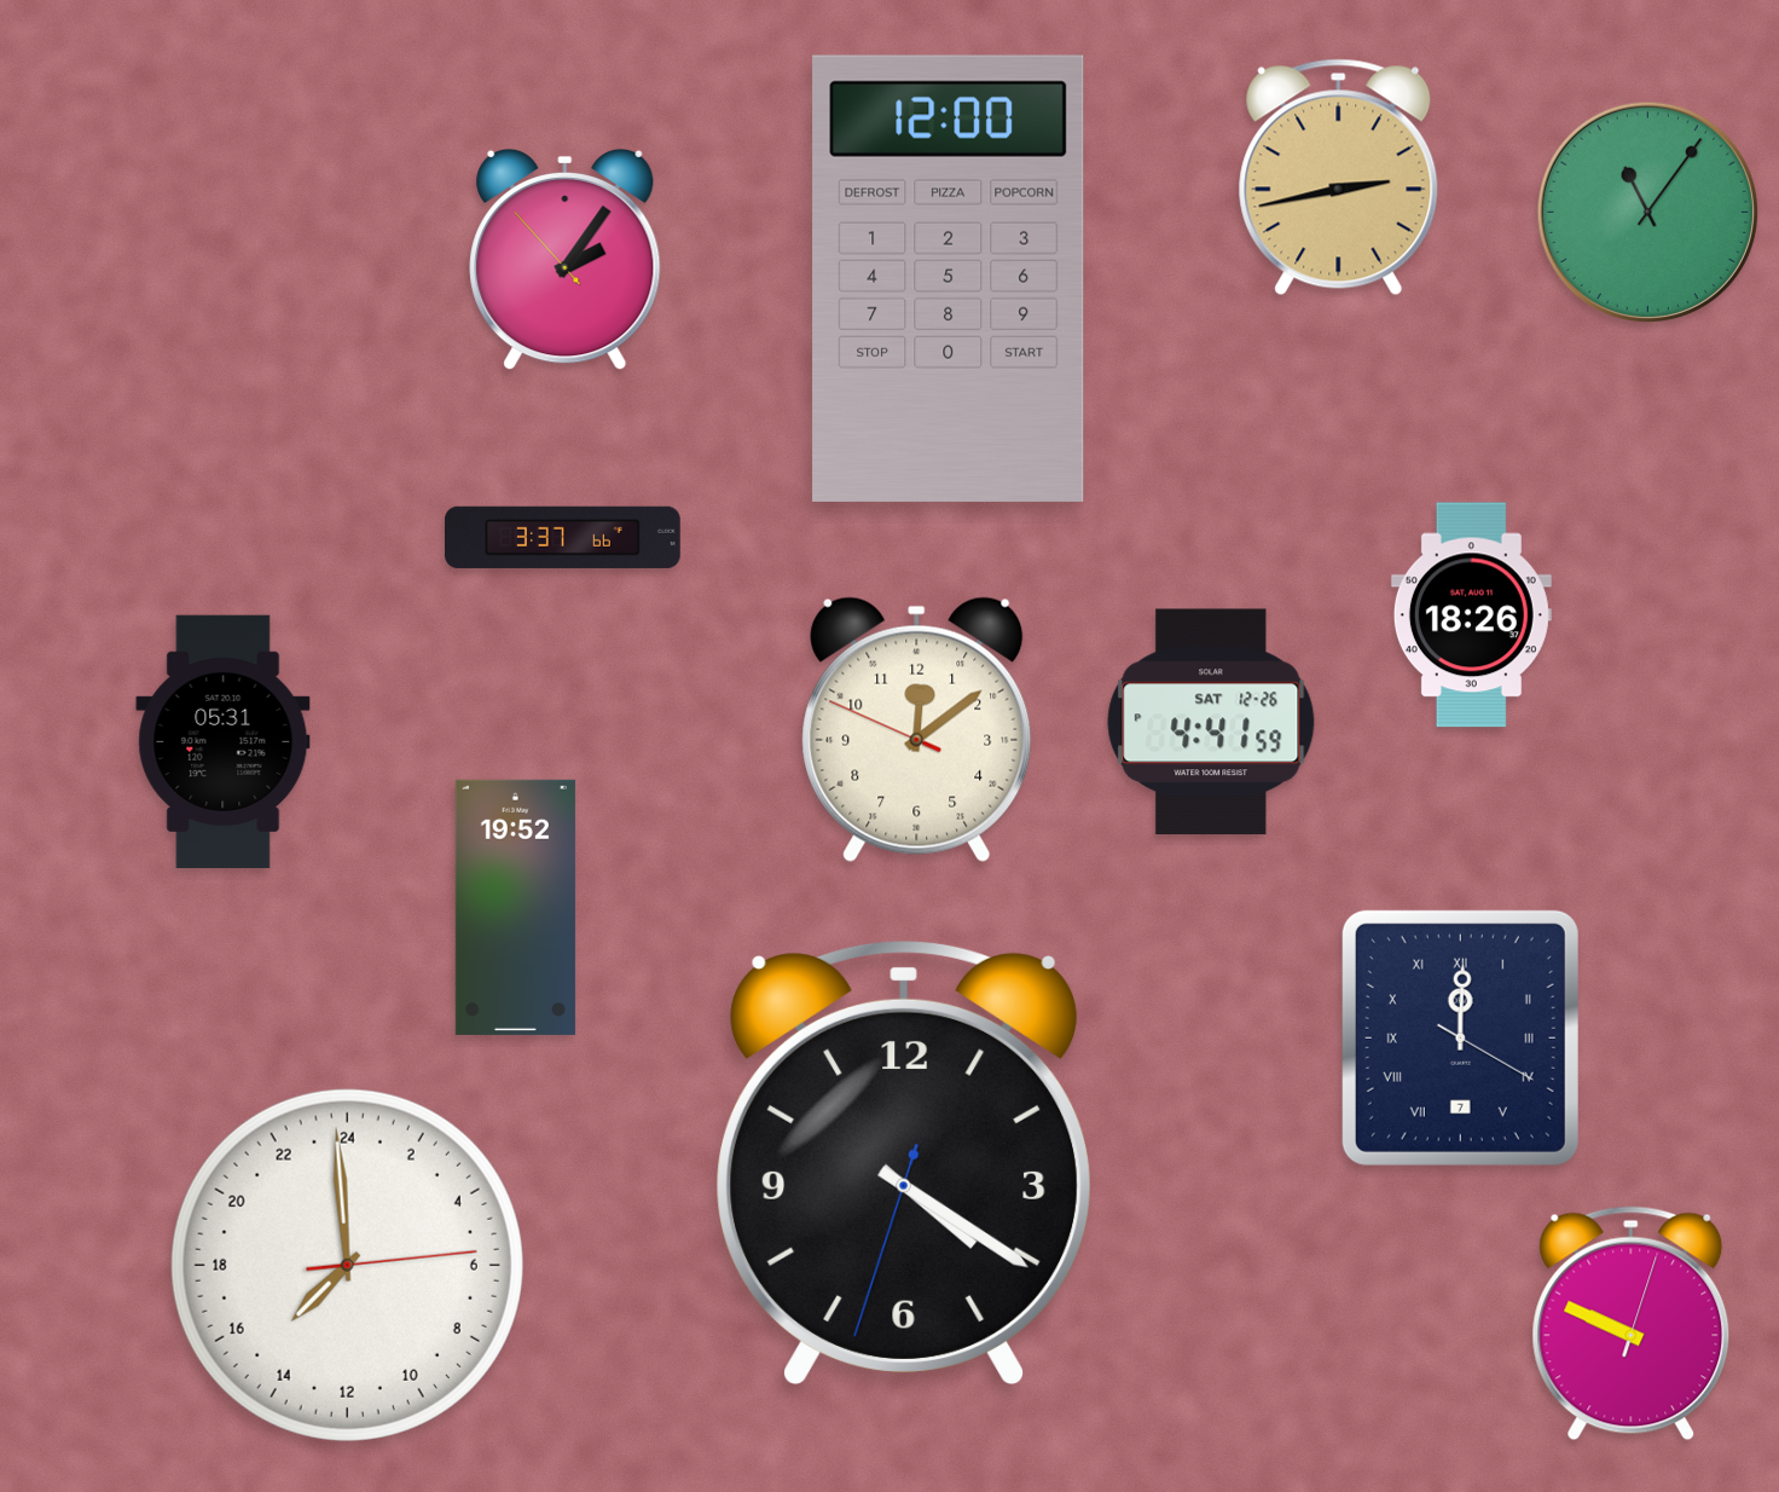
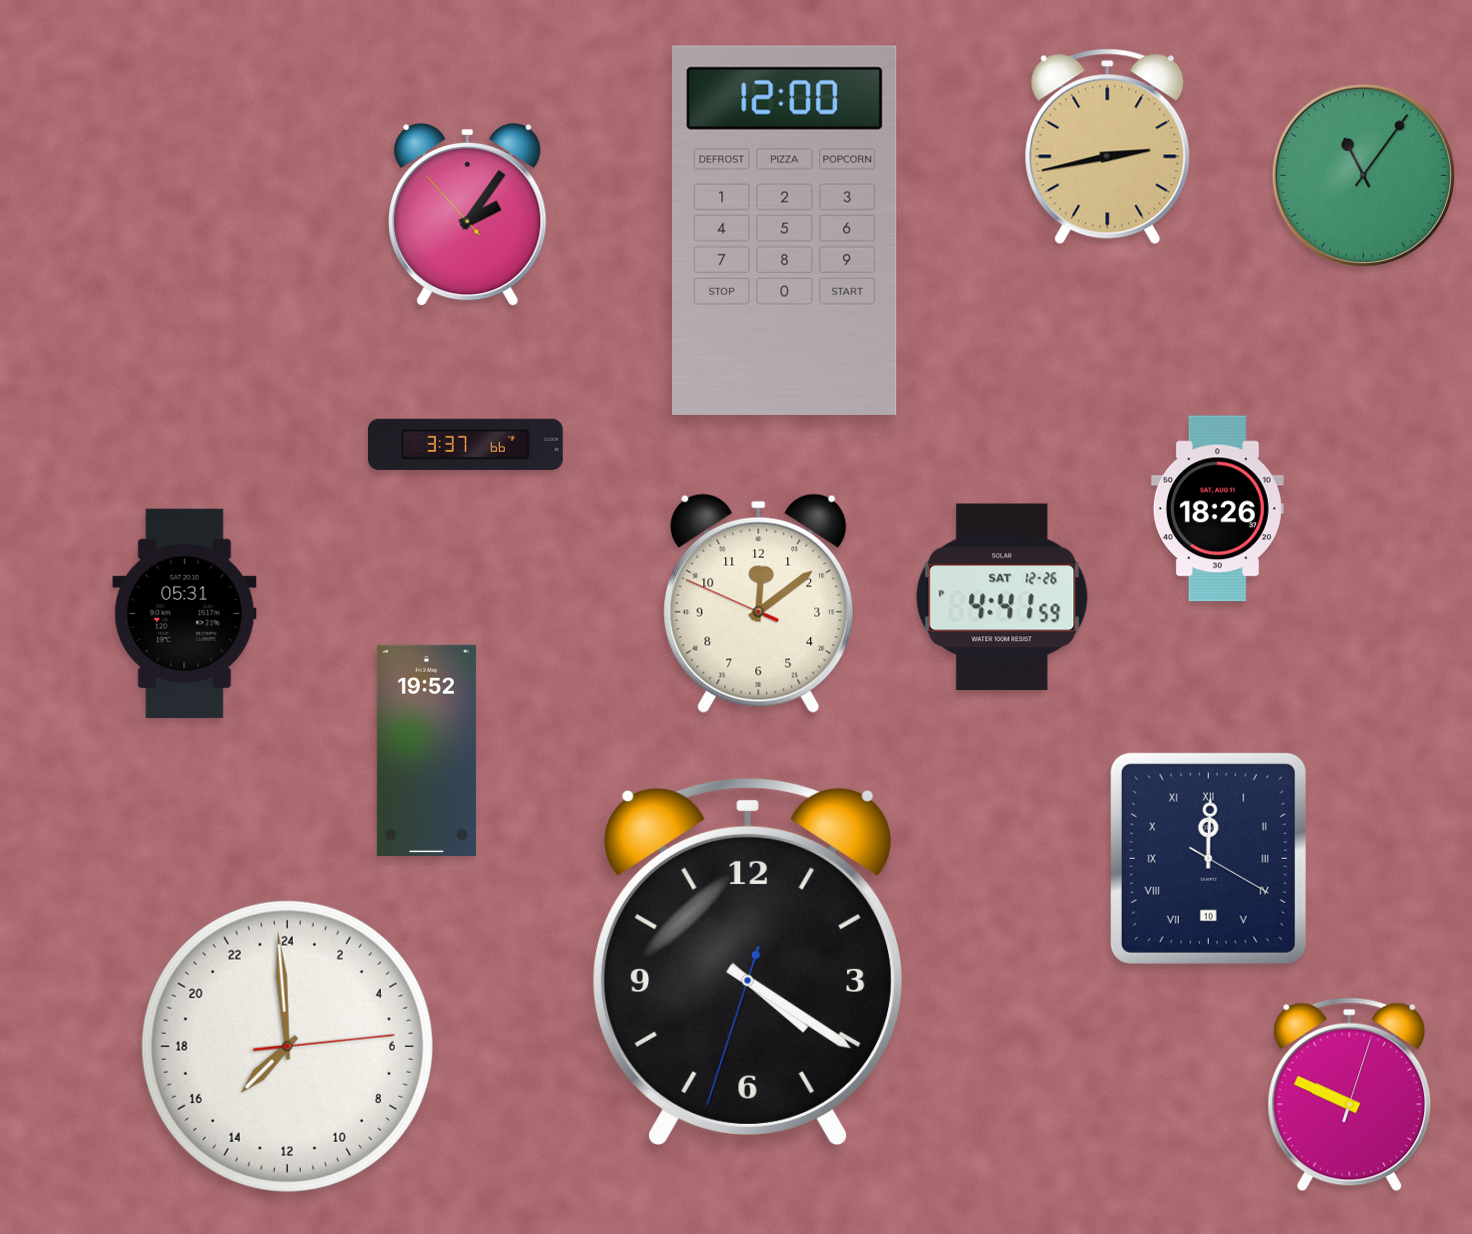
clock at (1460, 1037) date: 7 -> 10
